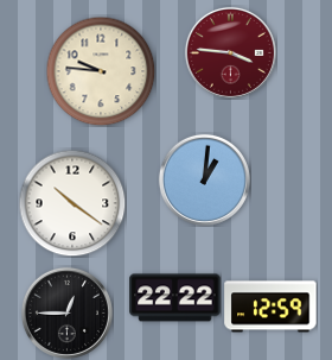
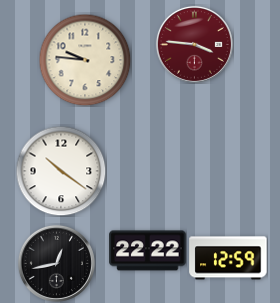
clock at (204, 179): 1:01 -> none
clock at (66, 312): 12:45 -> 12:43
